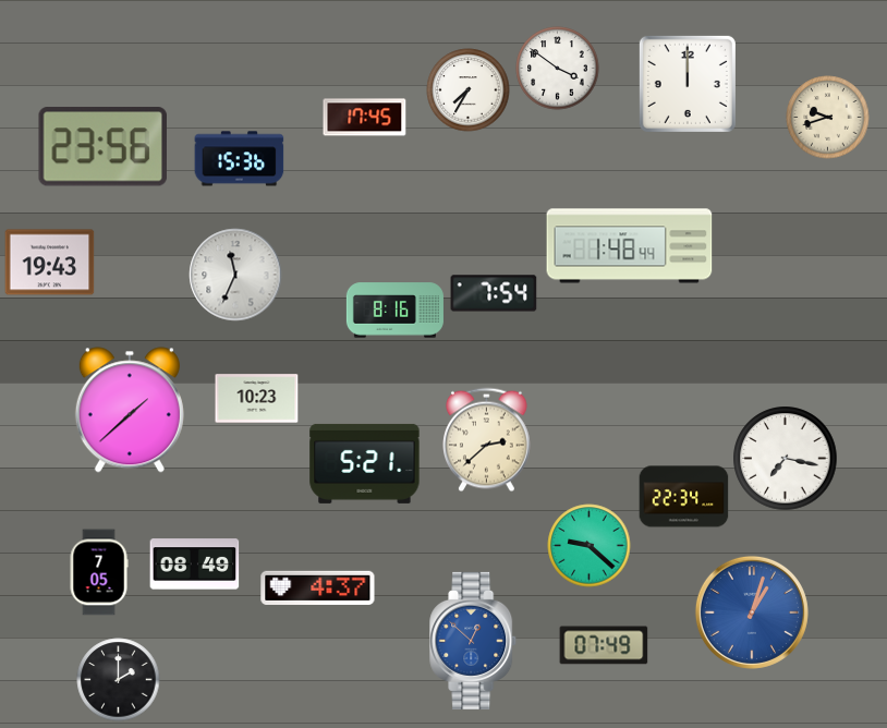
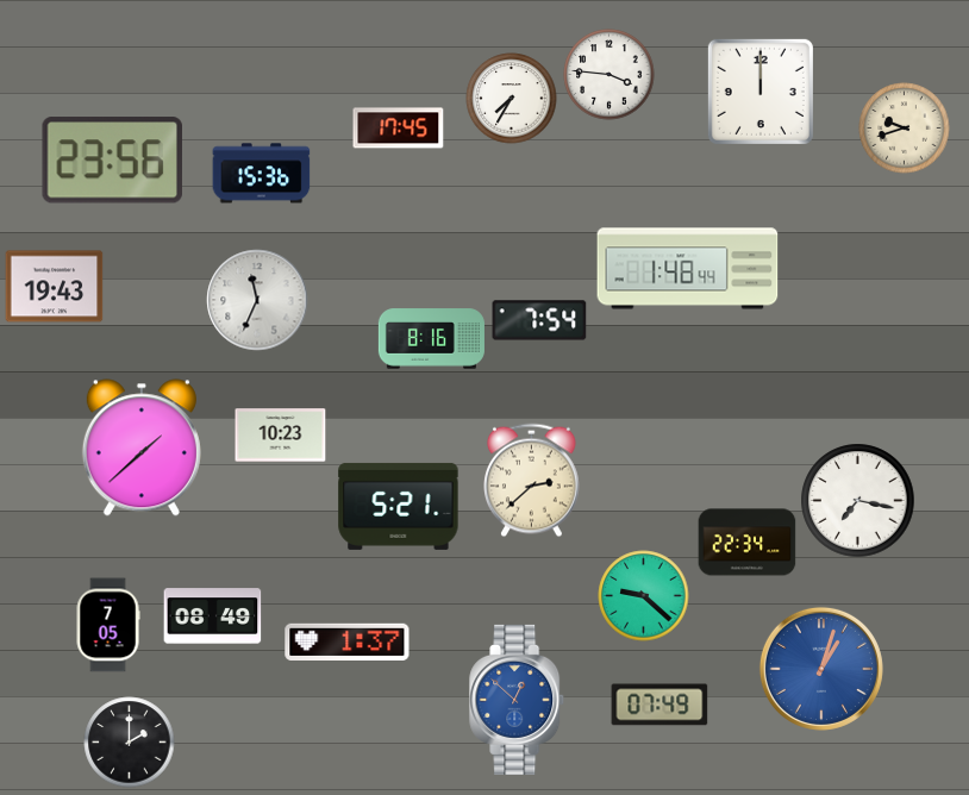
clock at (558, 69): 3:51 -> 3:46
clock at (688, 84) position: (688, 84) -> (761, 92)
clock at (318, 587): 4:37 -> 1:37
